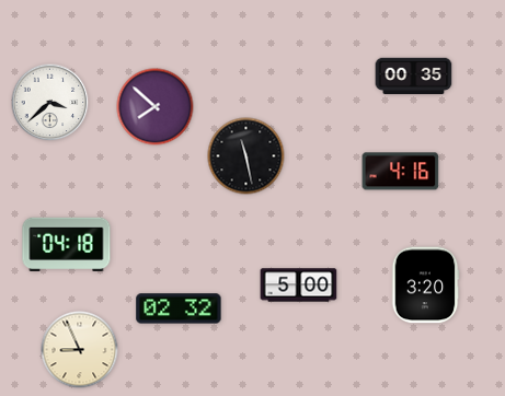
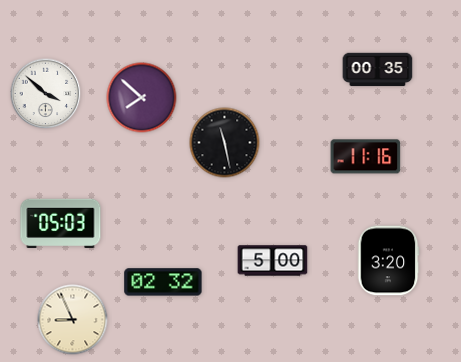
clock at (50, 103): 3:38 -> 3:52
clock at (401, 172): 4:16 -> 11:16
clock at (67, 244): 04:18 -> 05:03
